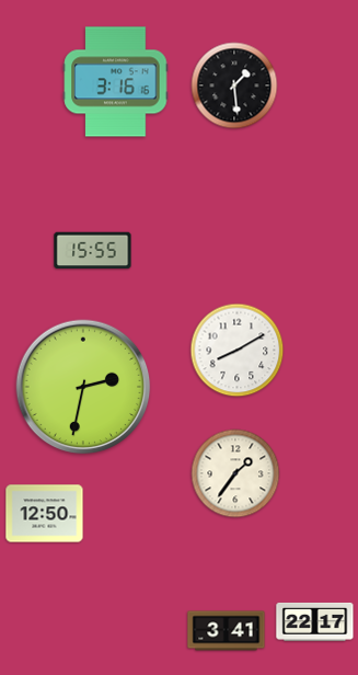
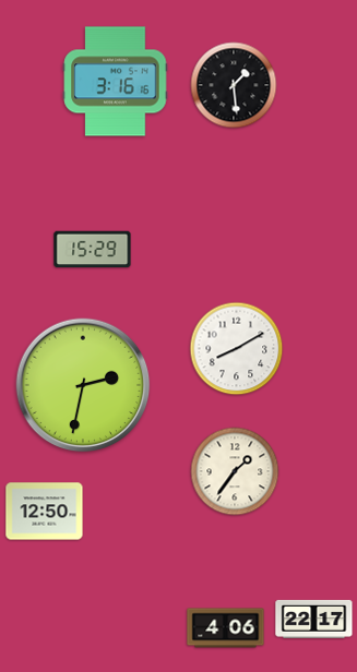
clock at (93, 251): 15:55 -> 15:29
clock at (227, 631): 3:41 -> 4:06
